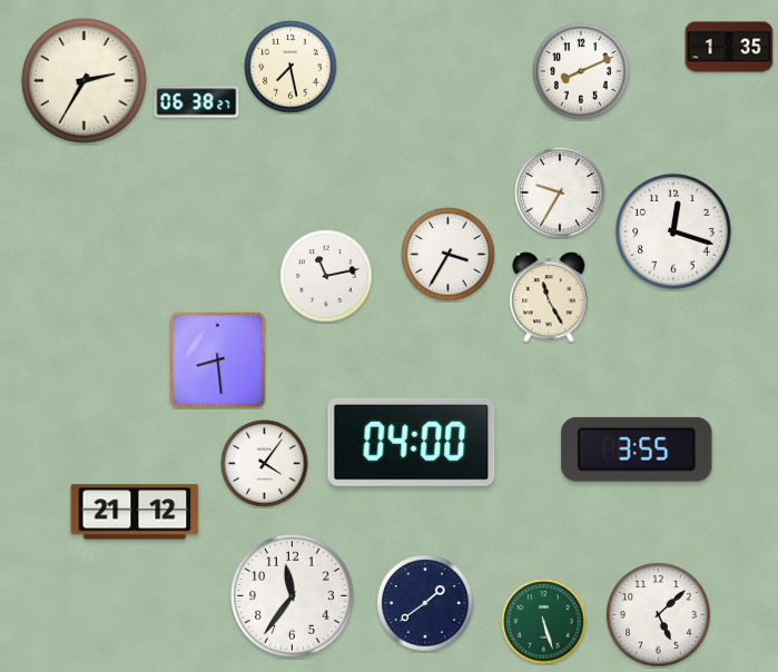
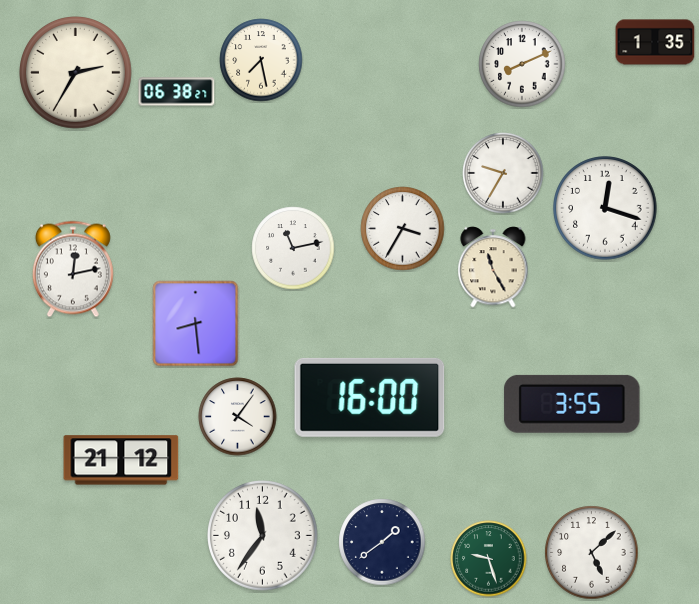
clock at (73, 269): none -> 12:13
clock at (412, 442): 04:00 -> 16:00
clock at (544, 622): 5:27 -> 9:27
